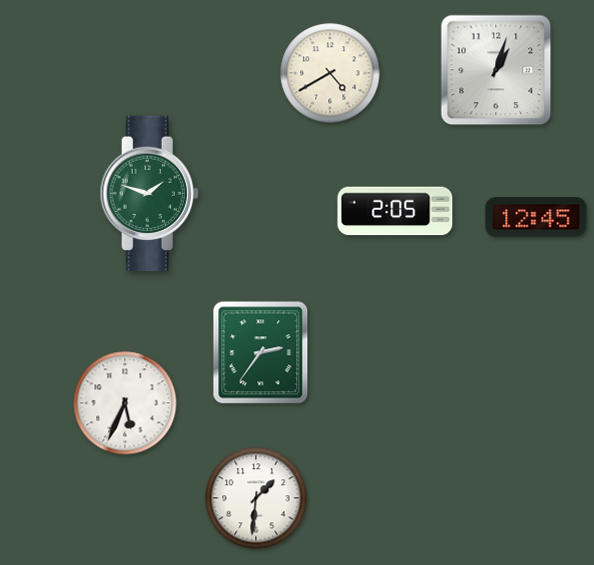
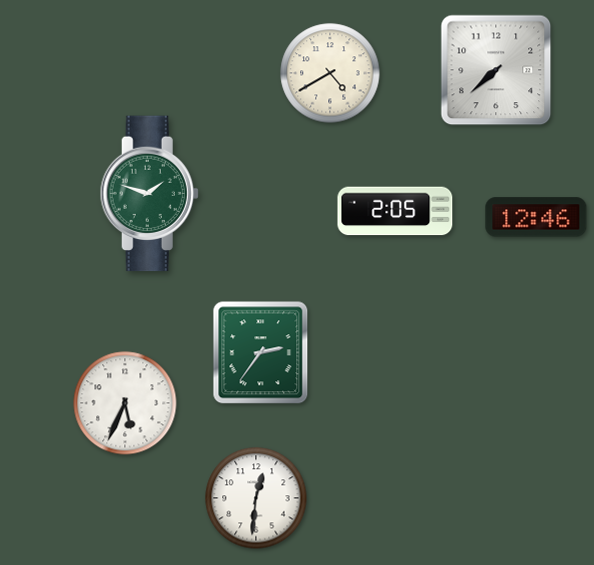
clock at (496, 70): 1:03 -> 7:38
clock at (536, 217): 12:45 -> 12:46
clock at (256, 498): 1:31 -> 12:31
